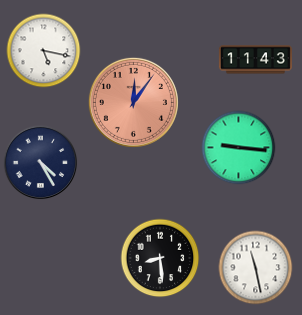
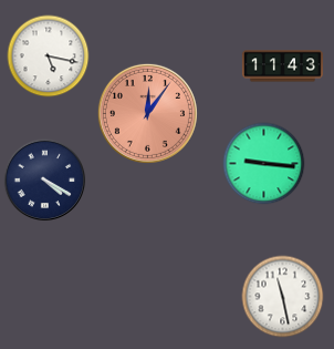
clock at (41, 163): 4:25 -> 4:20
clock at (160, 258): 8:29 -> none
